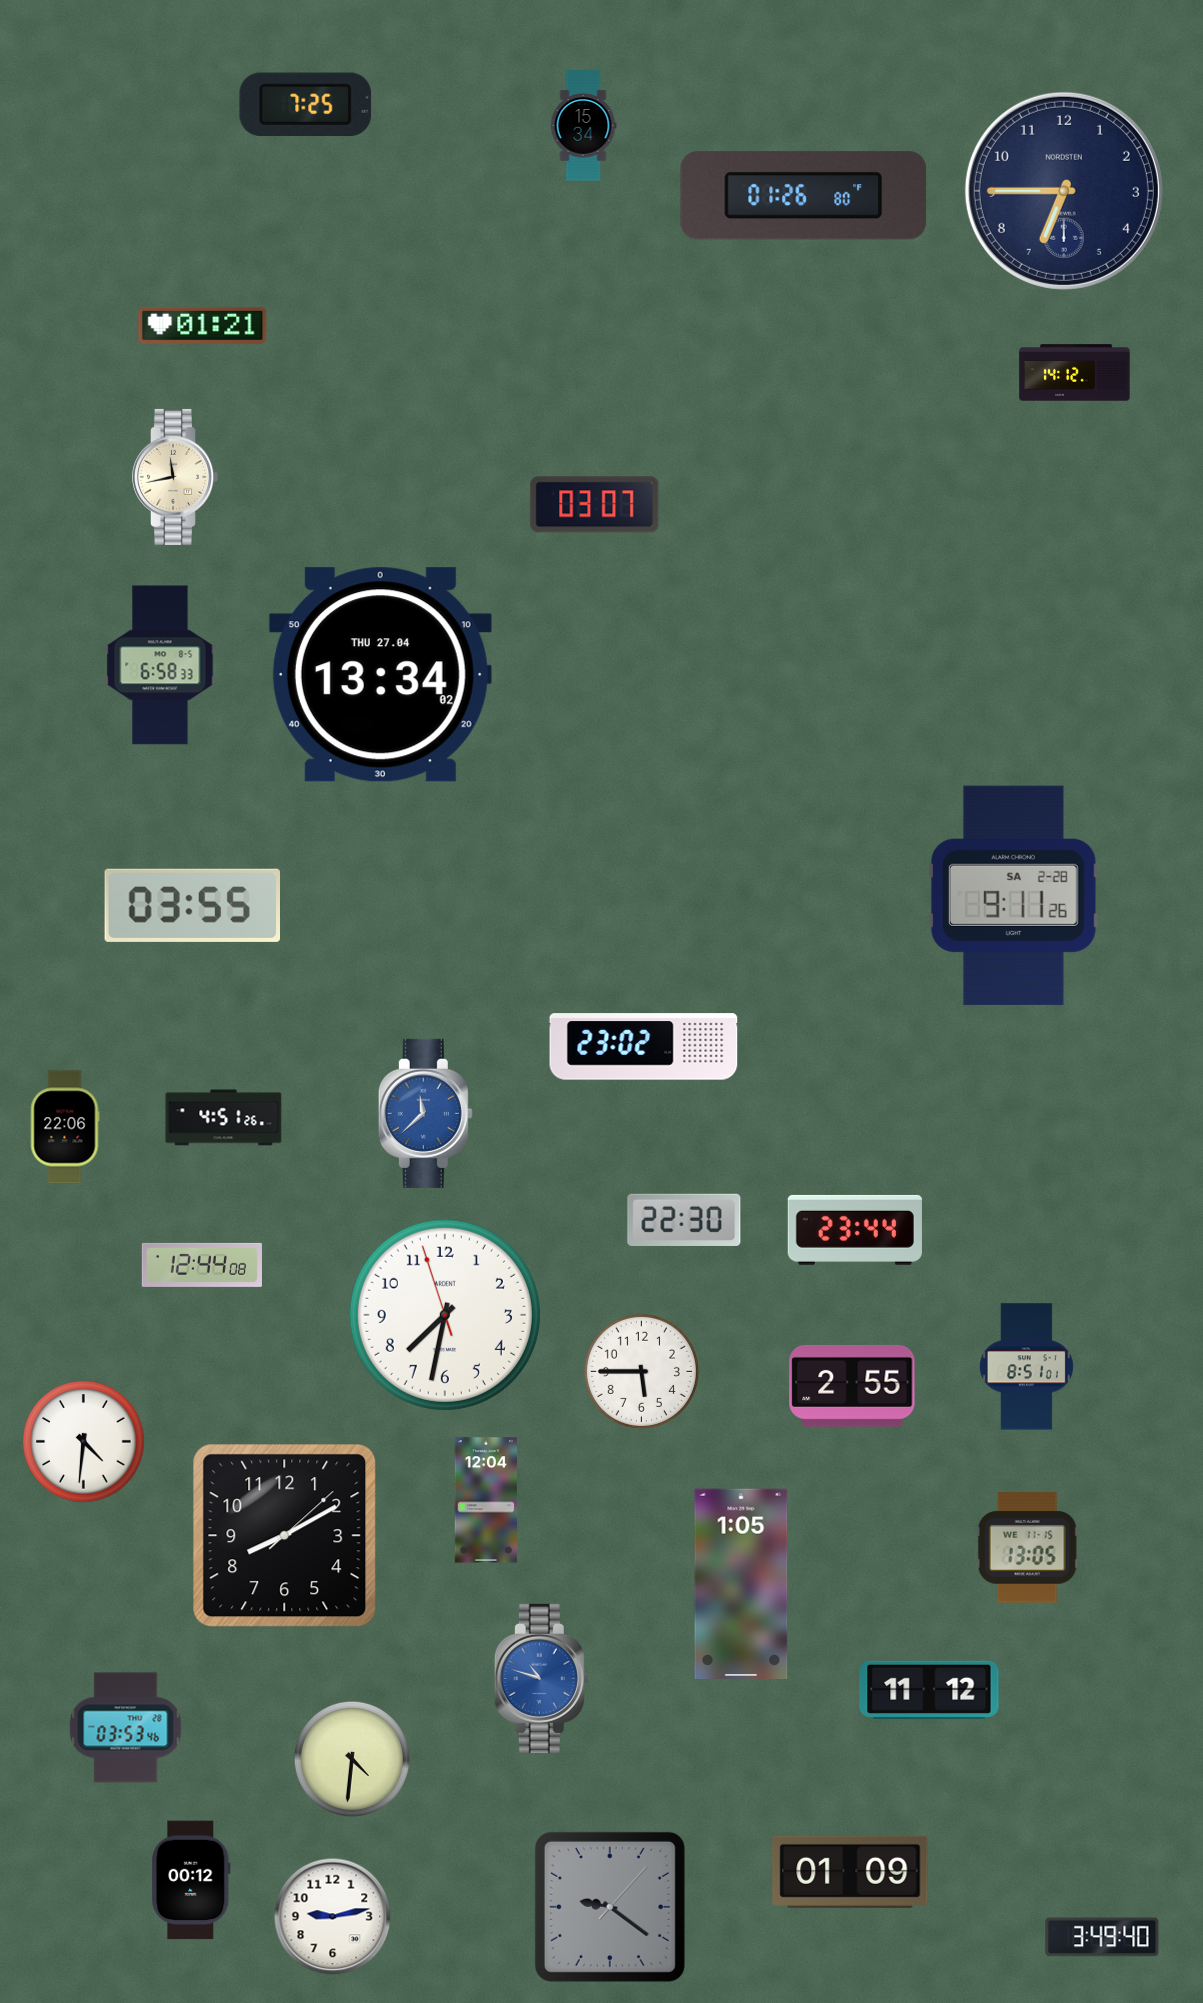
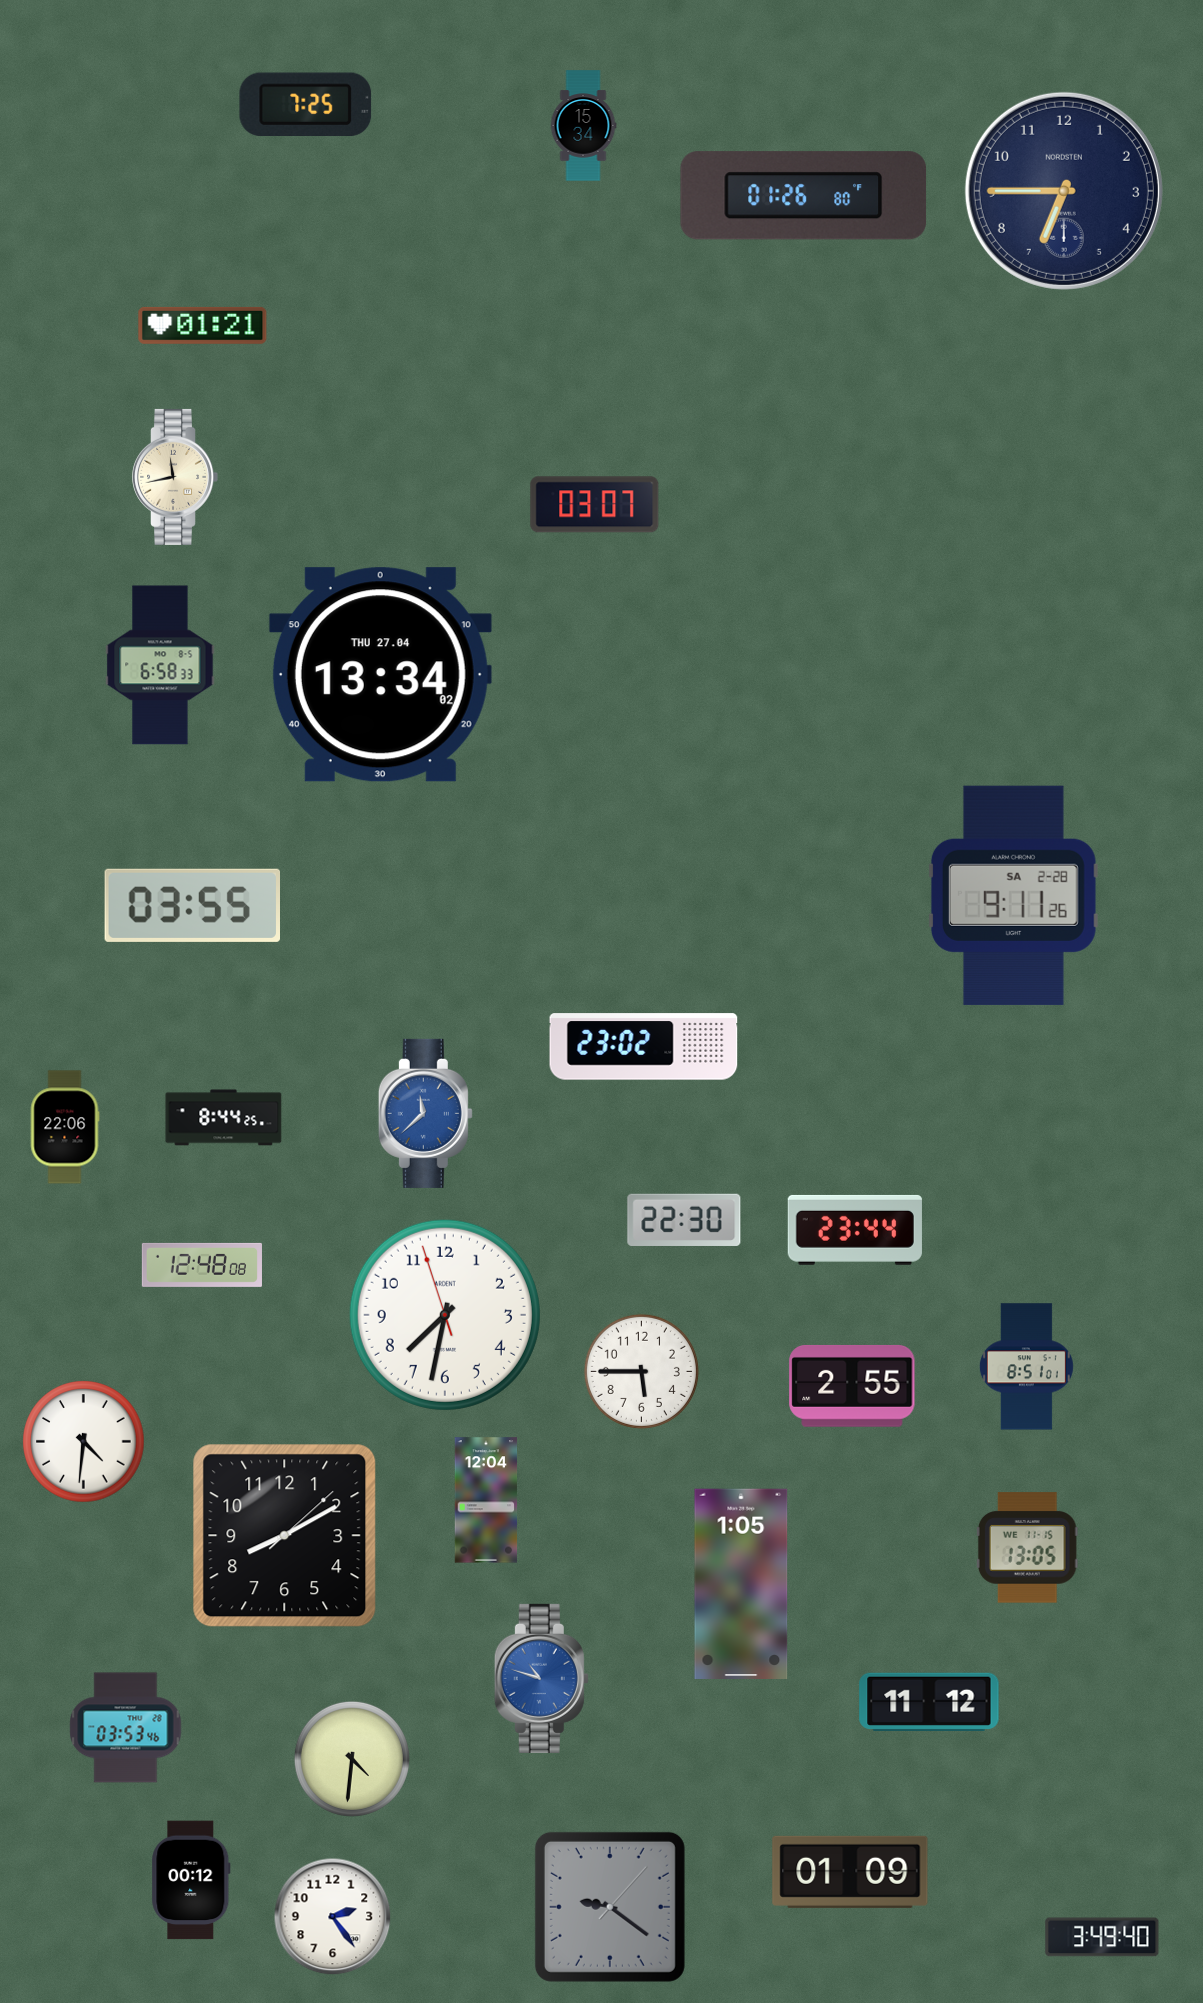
clock at (1075, 373): 14:12 -> none
clock at (224, 1118): 4:51 -> 8:44
clock at (202, 1265): 12:44 -> 12:48
clock at (929, 1689) position: (929, 1689) -> (929, 1701)
clock at (333, 1917): 9:13 -> 2:24
